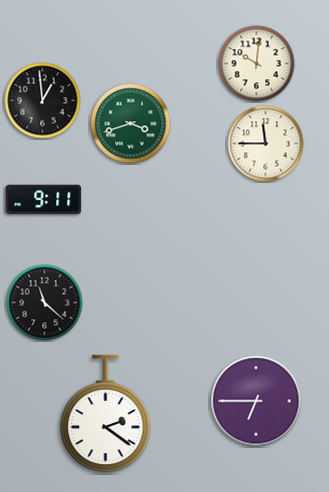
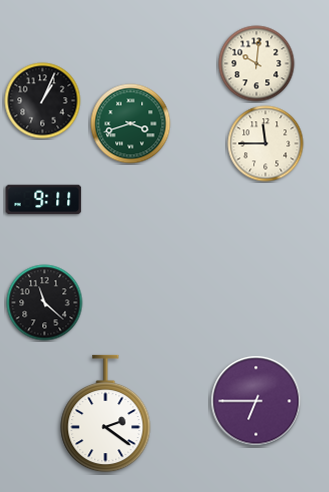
clock at (43, 101): 12:59 -> 1:04
